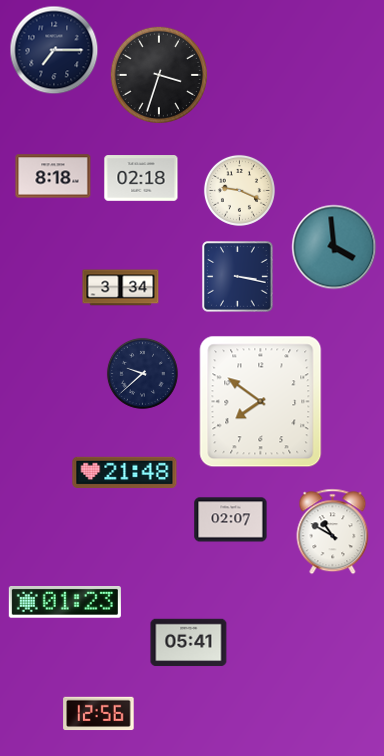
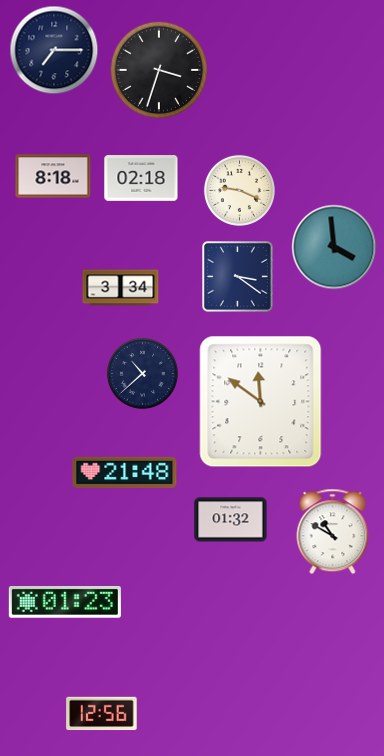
clock at (158, 74) position: (158, 74) -> (158, 69)
clock at (238, 277): 3:17 -> 3:21
clock at (142, 373): 9:38 -> 10:38
clock at (261, 402): 7:51 -> 11:51
clock at (231, 520): 02:07 -> 01:32
clock at (189, 643): 05:41 -> none
clock at (99, 714) position: (99, 714) -> (102, 714)
